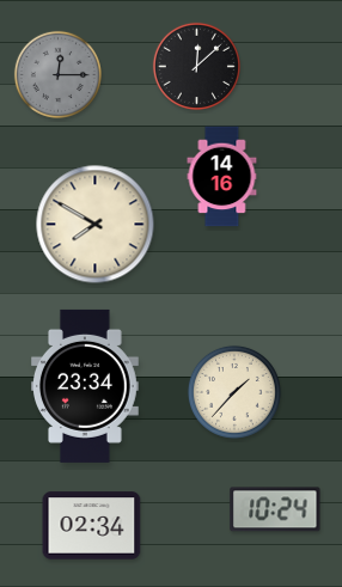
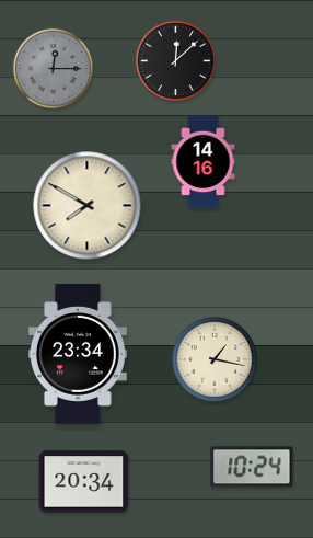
clock at (196, 66) position: (196, 66) -> (175, 60)
clock at (234, 392): 1:37 -> 1:17
clock at (92, 526): 02:34 -> 20:34
